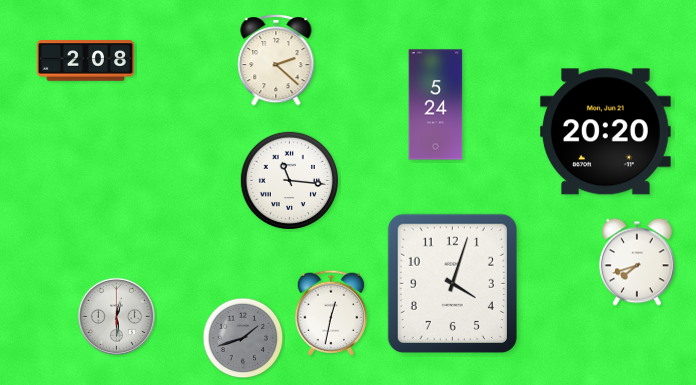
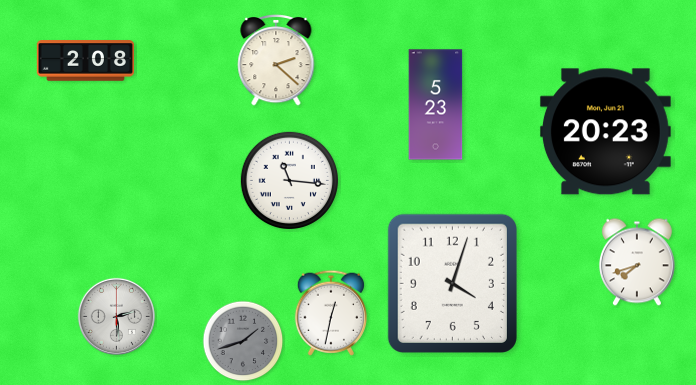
clock at (436, 105): 5:24 -> 5:23
clock at (605, 132): 20:20 -> 20:23
clock at (116, 316): 12:29 -> 2:29
clock at (243, 338) position: (243, 338) -> (243, 341)
